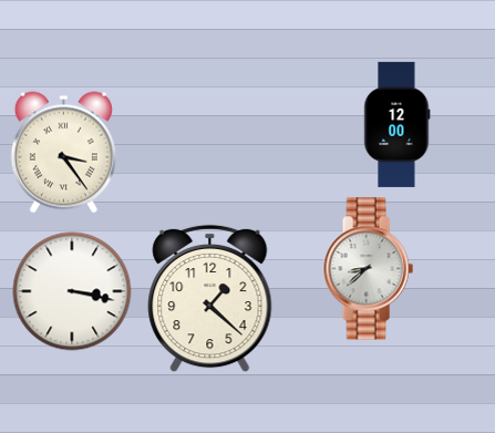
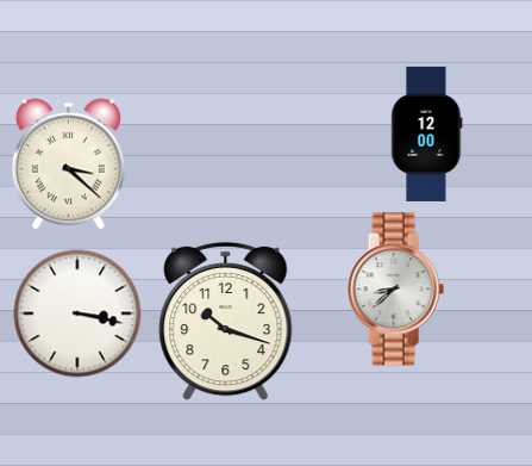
clock at (63, 153): 3:24 -> 3:22
clock at (210, 299): 1:22 -> 10:18
